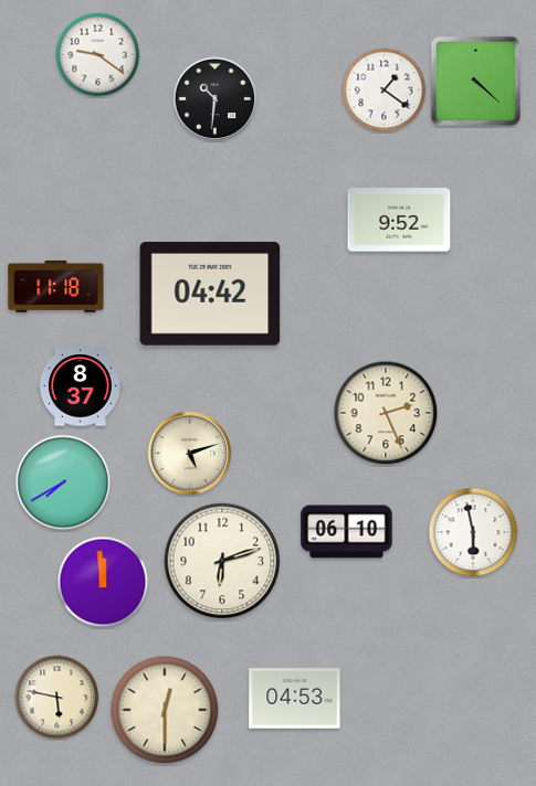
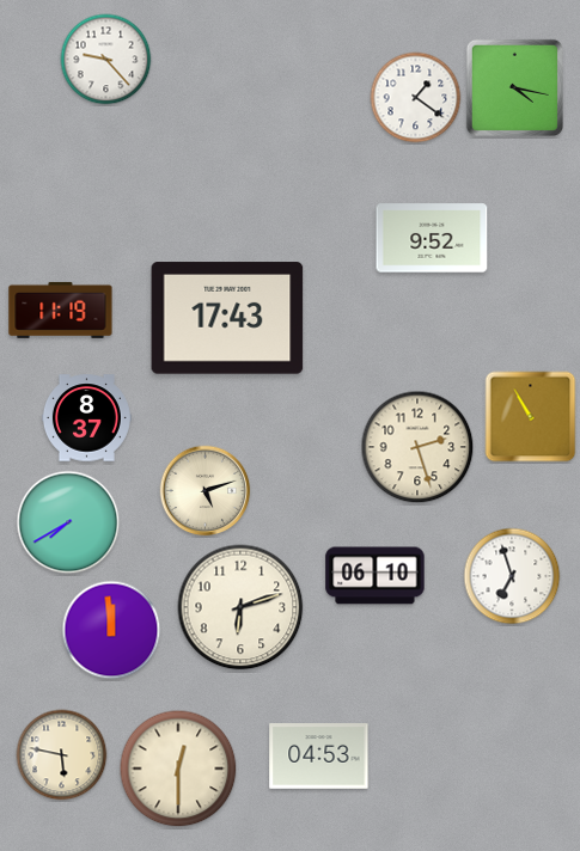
clock at (98, 55): 9:21 -> 9:23
clock at (475, 81): 4:22 -> 4:17
clock at (216, 99): 10:31 -> none
clock at (56, 286): 11:18 -> 11:19
clock at (210, 294): 04:42 -> 17:43
clock at (531, 417): none -> 10:55
clock at (386, 413): 2:26 -> 2:27
clock at (473, 532): 5:58 -> 6:57
